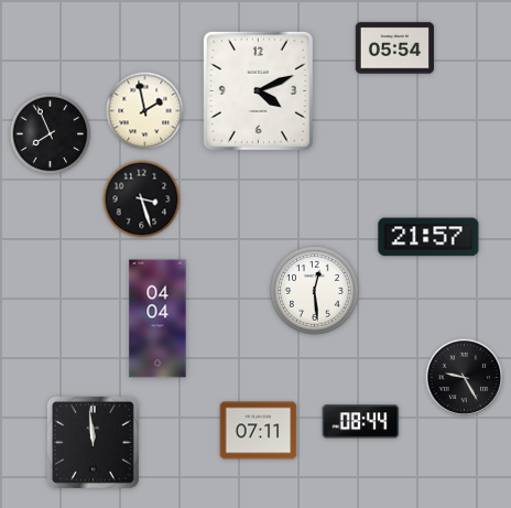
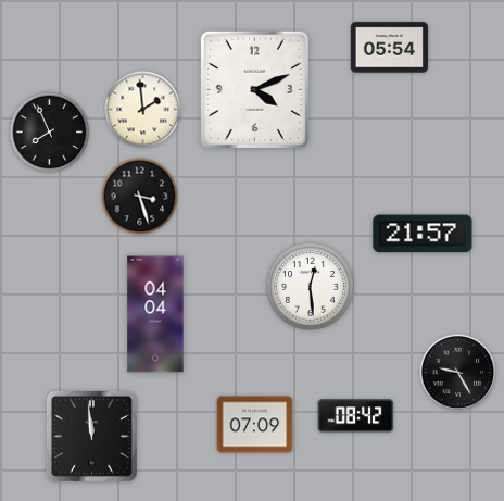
clock at (145, 111): 1:58 -> 1:59
clock at (361, 422): 08:44 -> 08:42
clock at (259, 431): 07:11 -> 07:09
